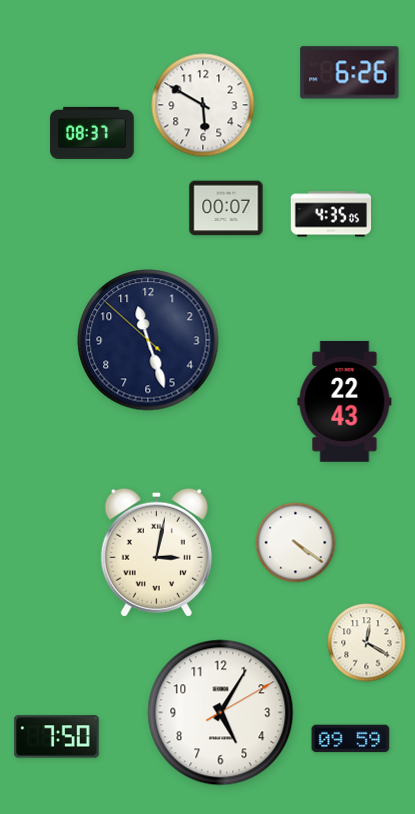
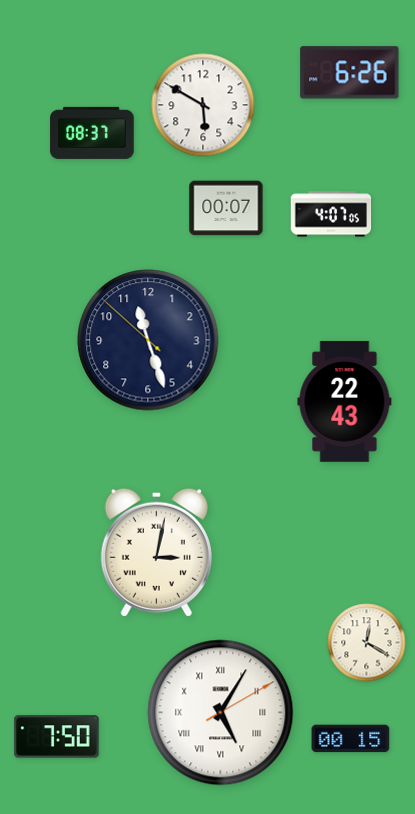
clock at (331, 214): 4:35 -> 4:07
clock at (296, 543): 4:21 -> none
clock at (221, 713) numerals: Arabic -> Roman
clock at (351, 739): 09:59 -> 00:15
